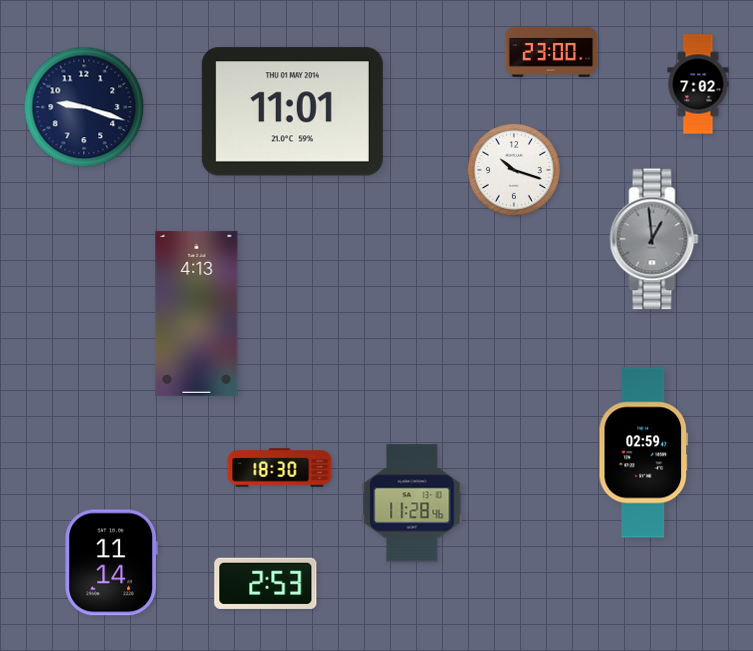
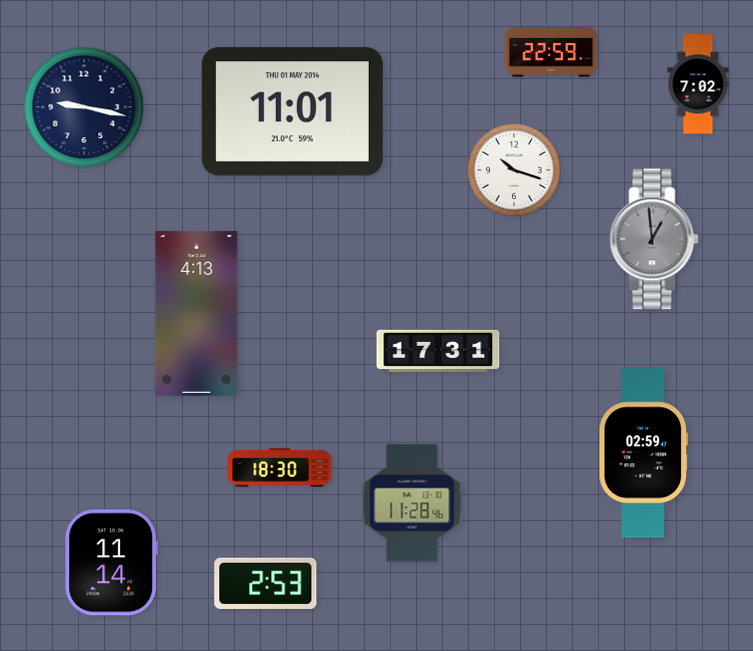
clock at (551, 52): 23:00 -> 22:59
clock at (84, 107): 9:18 -> 9:17
clock at (438, 350): none -> 17:31
